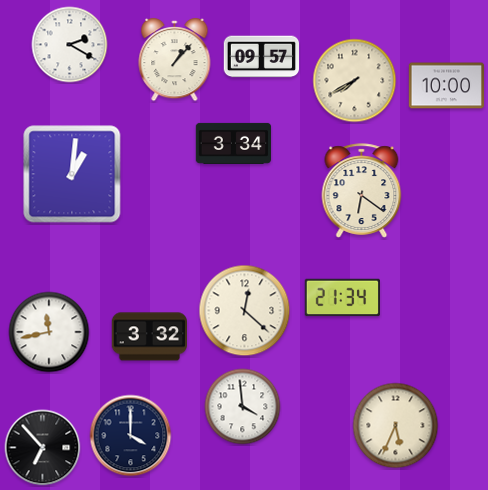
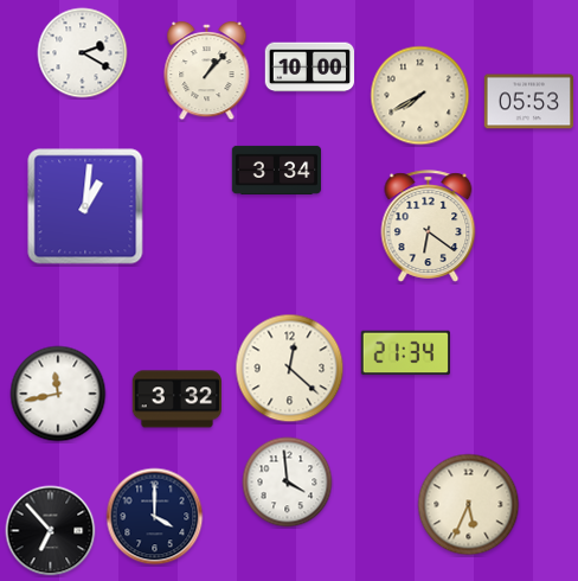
clock at (262, 57): 09:57 -> 10:00
clock at (447, 86): 10:00 -> 05:53
